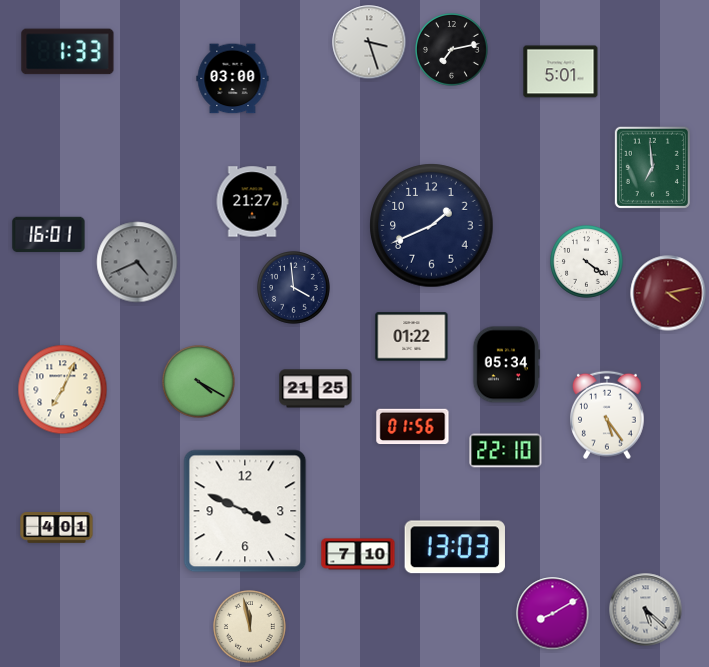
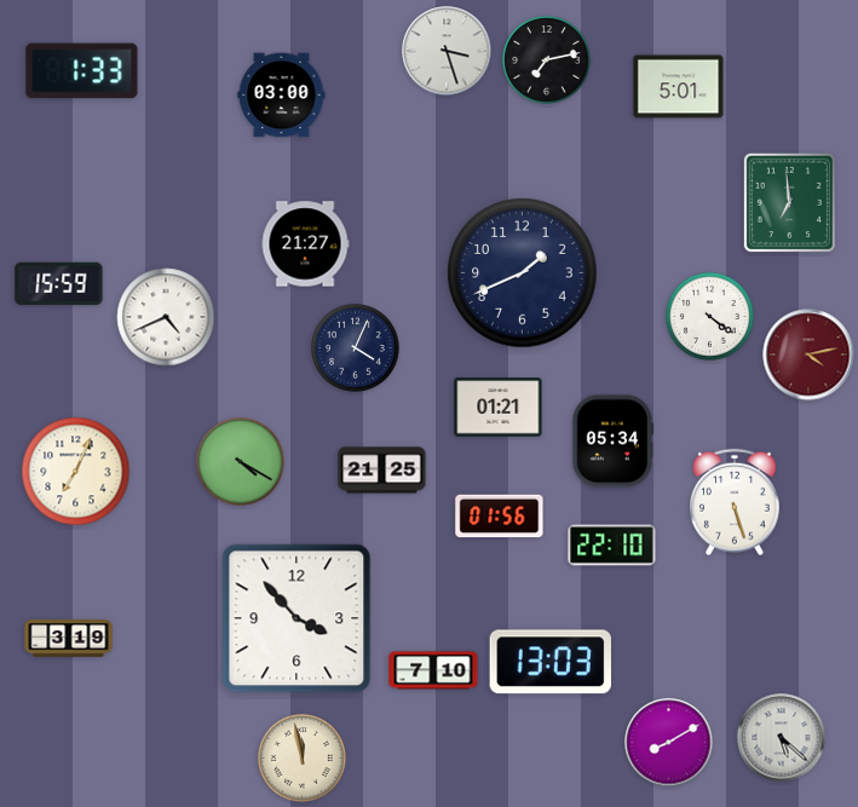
clock at (68, 52) position: (68, 52) -> (82, 71)
clock at (49, 235): 16:01 -> 15:59
clock at (137, 262) dial: grey -> white
clock at (294, 288): 3:59 -> 4:04
clock at (412, 337): 01:22 -> 01:21
clock at (608, 415): 5:24 -> 5:27
clock at (245, 511): 3:49 -> 3:53
clock at (57, 528): 4:01 -> 3:19
